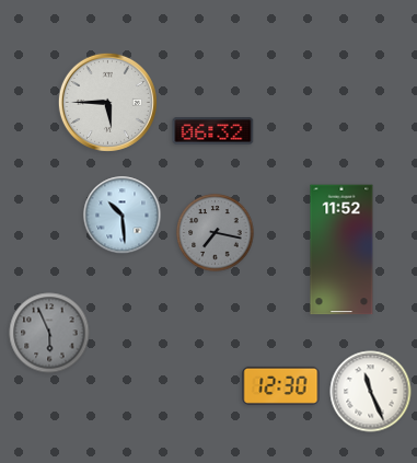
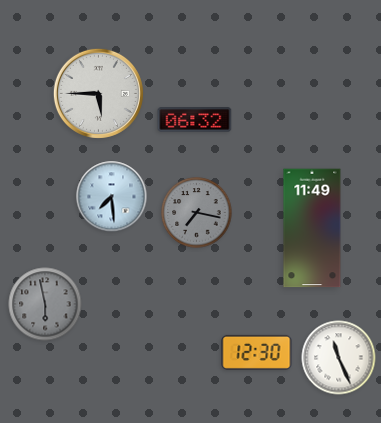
clock at (123, 216): 10:29 -> 7:29
clock at (341, 250): 11:52 -> 11:49
clock at (49, 333): 5:56 -> 5:58
